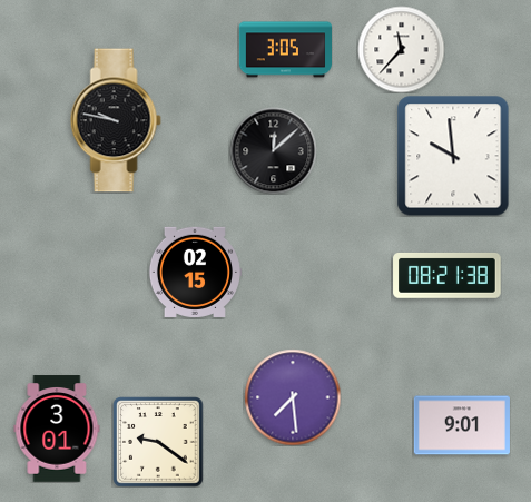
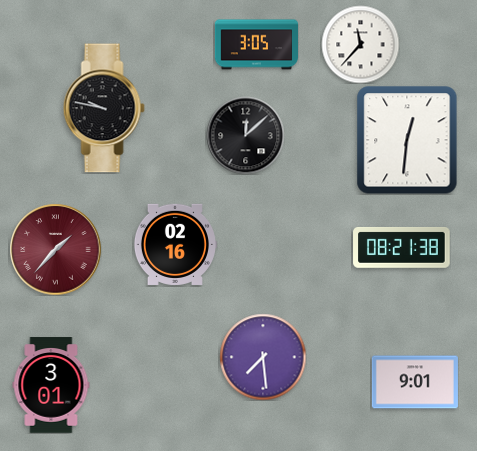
clock at (453, 156): 9:59 -> 12:31
clock at (195, 272): 02:15 -> 02:16
clock at (55, 249): none -> 1:37
clock at (158, 442): 9:21 -> none
